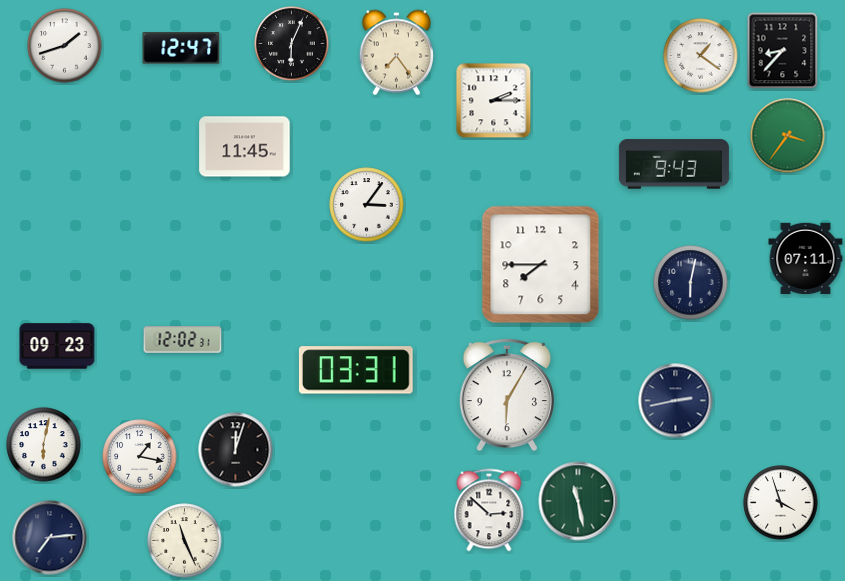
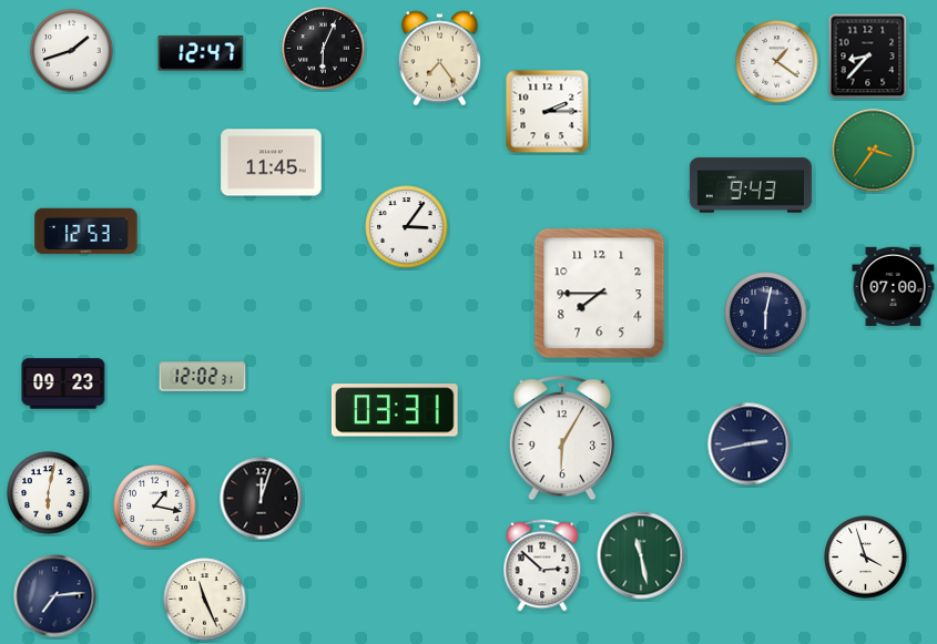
clock at (674, 164) position: (674, 164) -> (751, 185)
clock at (86, 232): none -> 12:53
clock at (806, 259): 07:11 -> 07:00
